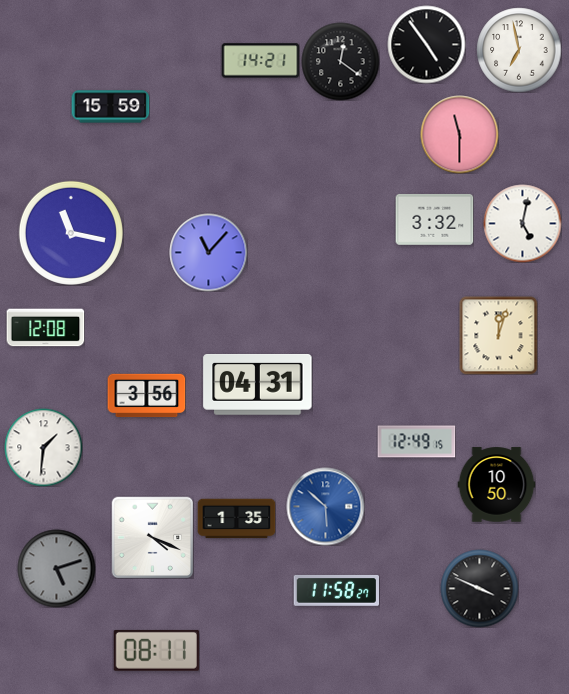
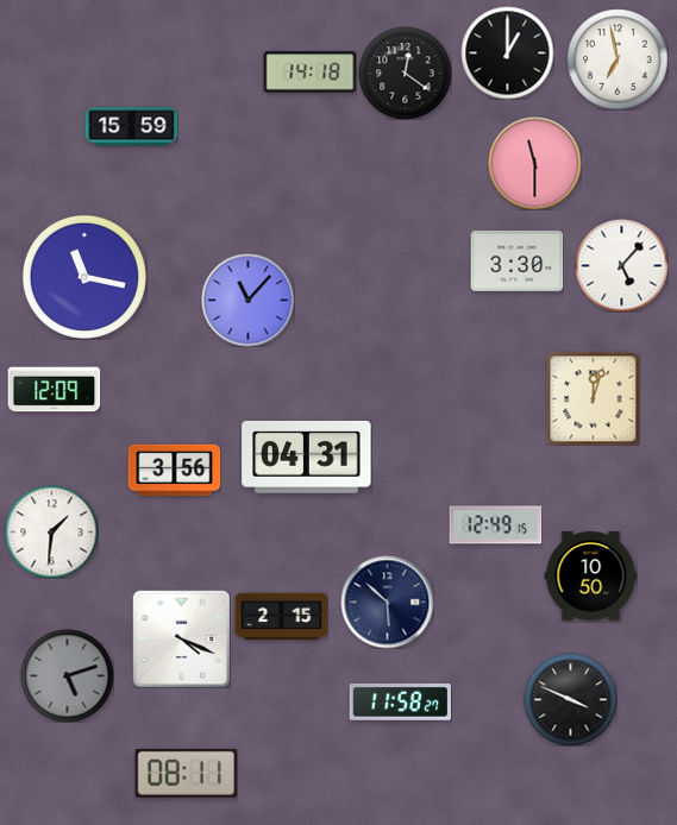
clock at (426, 44): 4:54 -> 1:00
clock at (260, 61): 14:21 -> 14:18
clock at (459, 134) position: (459, 134) -> (534, 163)
clock at (434, 219): 3:32 -> 3:30
clock at (522, 223): 5:02 -> 5:07
clock at (45, 328): 12:08 -> 12:09
clock at (325, 506) dial: blue -> navy
clock at (236, 519): 1:35 -> 2:15
